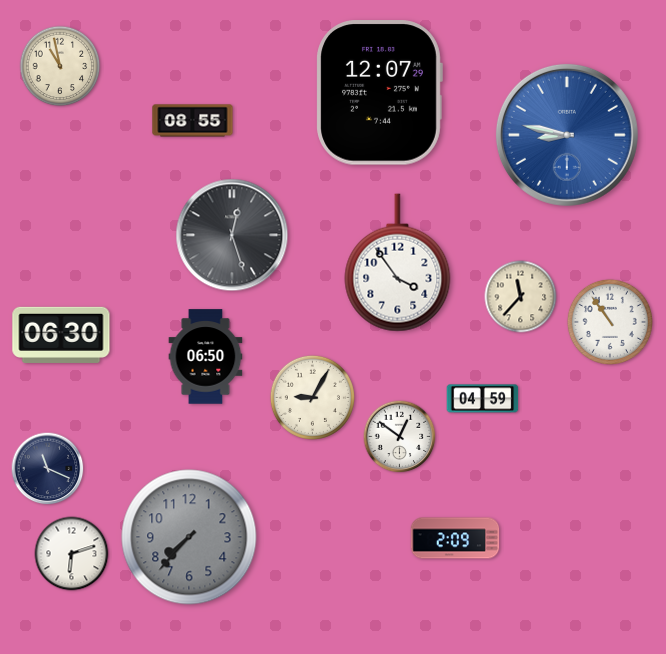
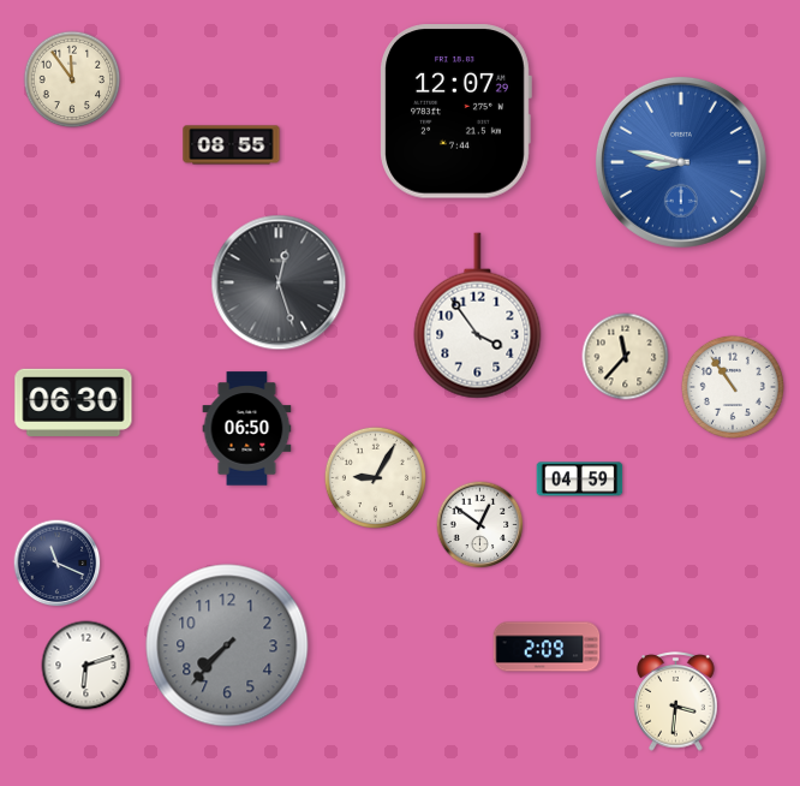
clock at (60, 66): 10:58 -> 11:54
clock at (676, 702): none -> 3:31
